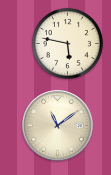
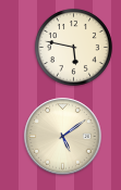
clock at (58, 126): 11:09 -> 5:09
